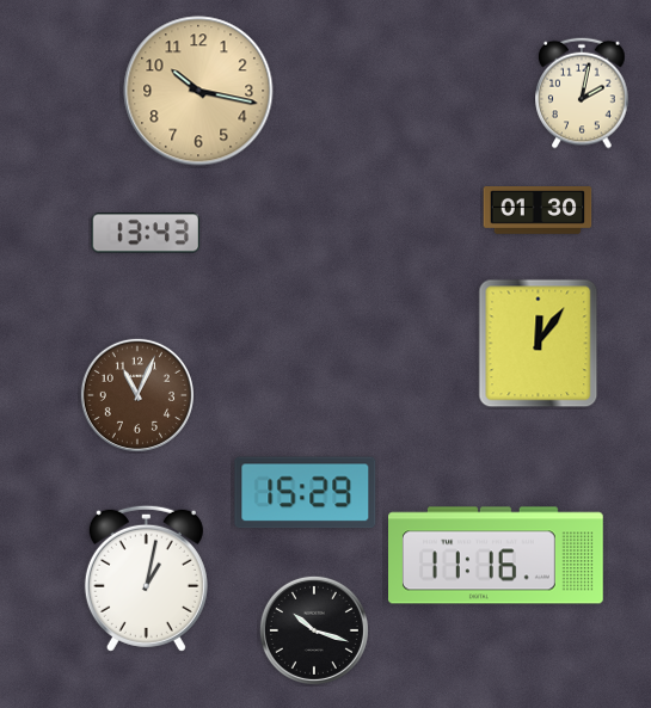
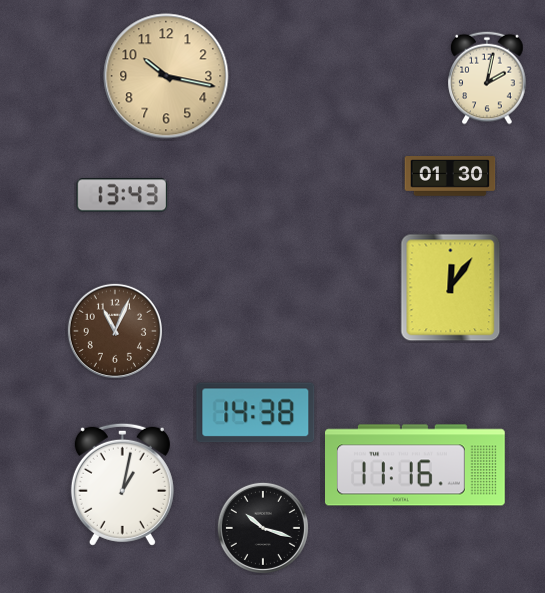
clock at (306, 493): 15:29 -> 14:38
